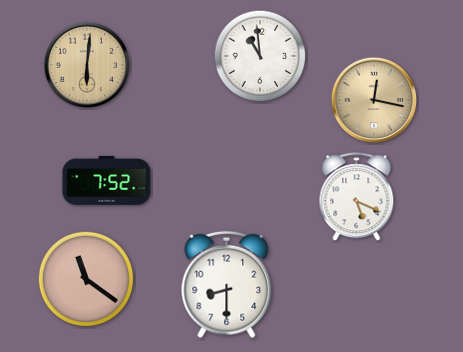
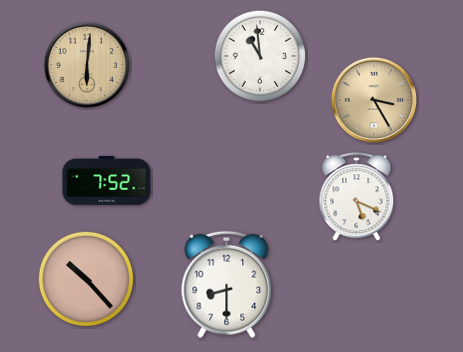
clock at (374, 100): 12:17 -> 3:25
clock at (86, 279): 11:21 -> 10:23
